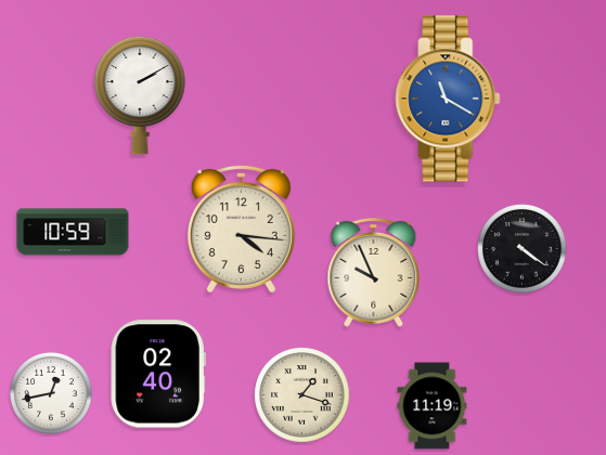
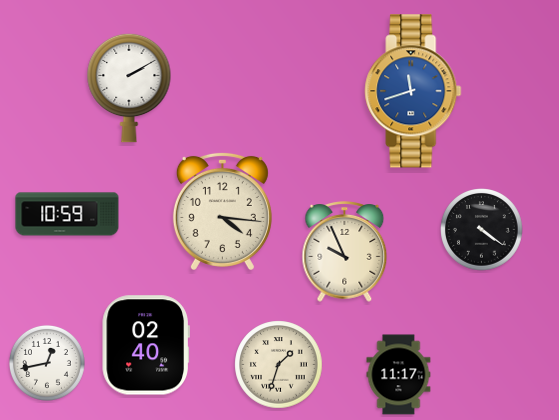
clock at (448, 99): 11:20 -> 11:42
clock at (302, 395): 1:18 -> 1:33
clock at (433, 406): 11:19 -> 11:17
